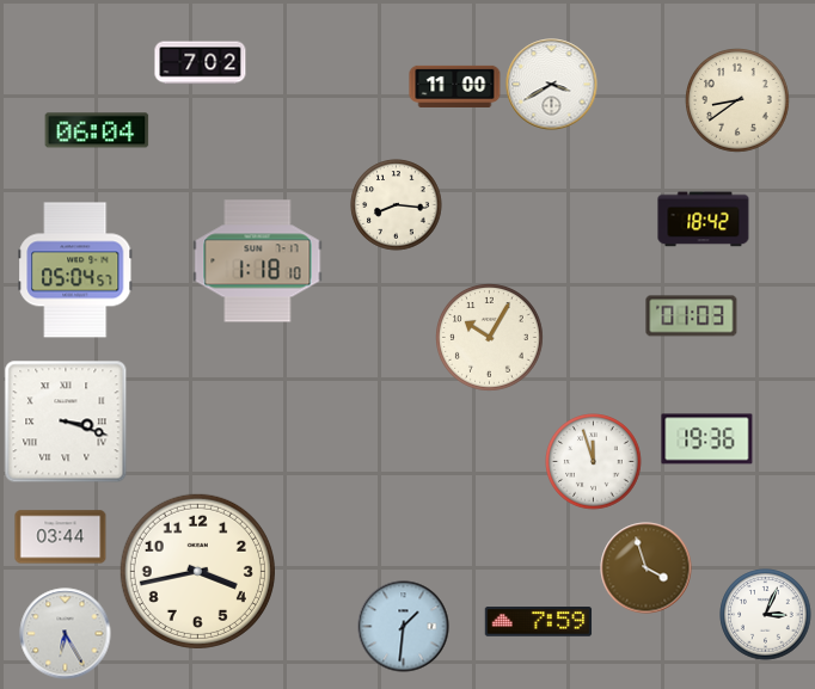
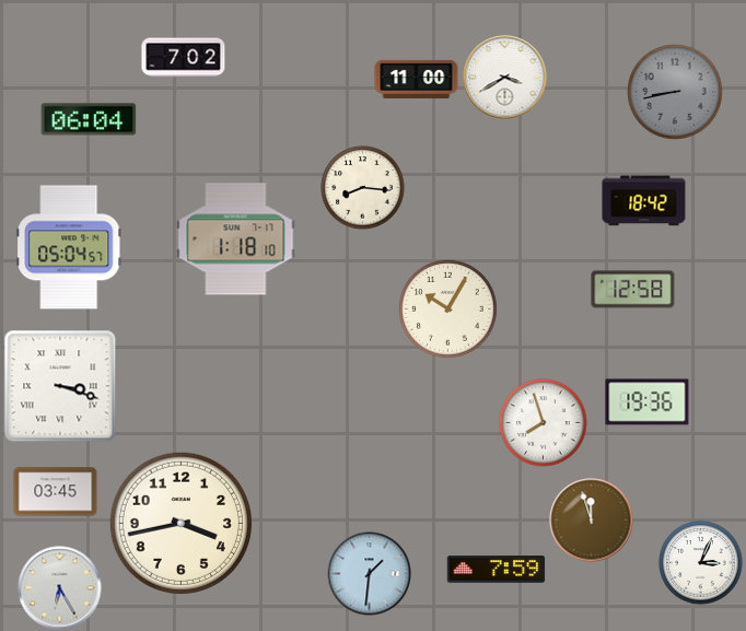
clock at (739, 101): 8:39 -> 8:43
clock at (739, 101) dial: cream -> grey
clock at (692, 316): 01:03 -> 12:58
clock at (594, 462): 11:57 -> 7:57
clock at (61, 537): 03:44 -> 03:45
clock at (647, 568): 3:57 -> 11:57
clock at (539, 622) position: (539, 622) -> (497, 570)
clock at (66, 634) position: (66, 634) -> (60, 588)
